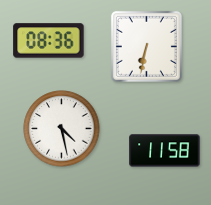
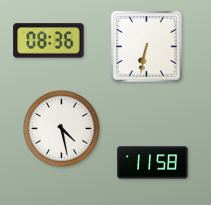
clock at (165, 151) position: (165, 151) -> (153, 163)
